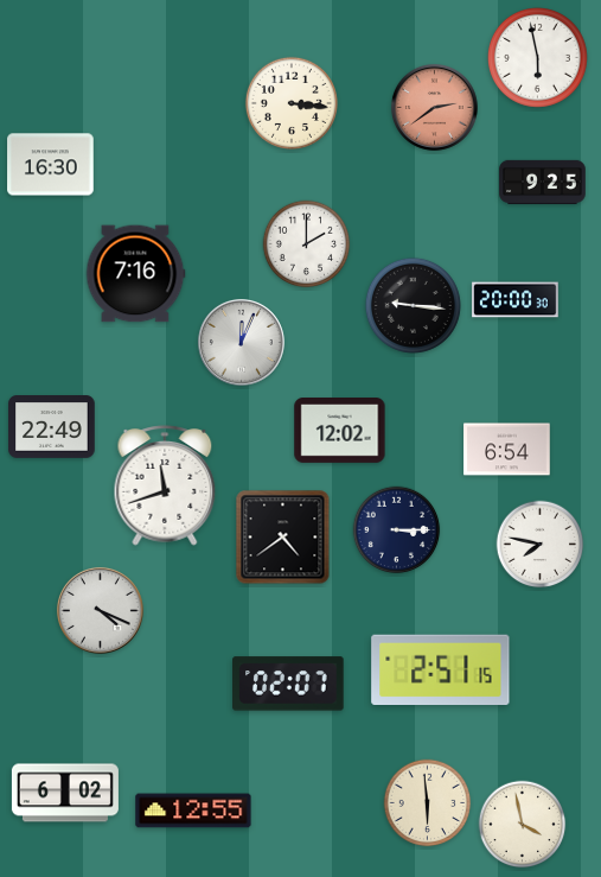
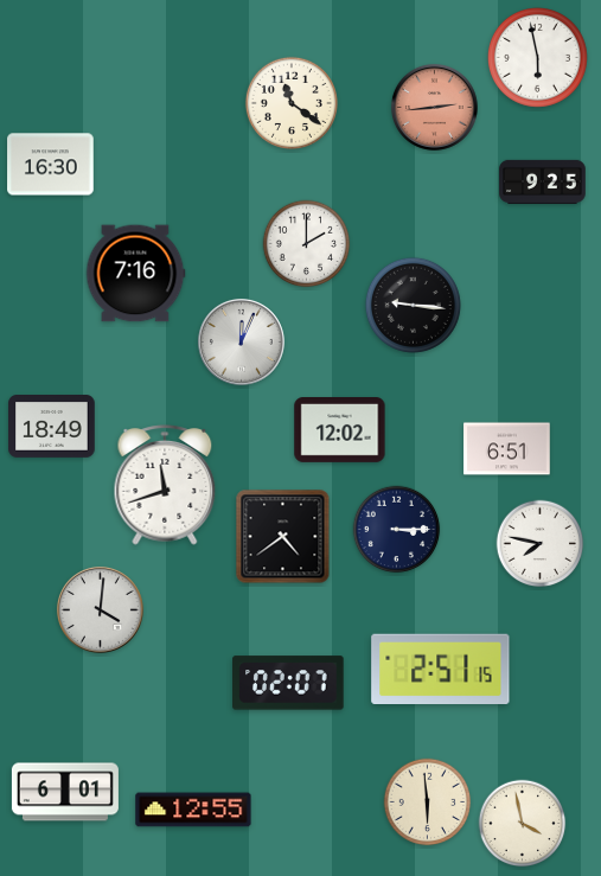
clock at (292, 103): 3:16 -> 11:21
clock at (434, 107): 2:39 -> 2:44
clock at (516, 300): 20:00 -> none
clock at (52, 427): 22:49 -> 18:49
clock at (507, 450): 6:54 -> 6:51
clock at (100, 610): 4:19 -> 4:01
clock at (65, 793): 6:02 -> 6:01
